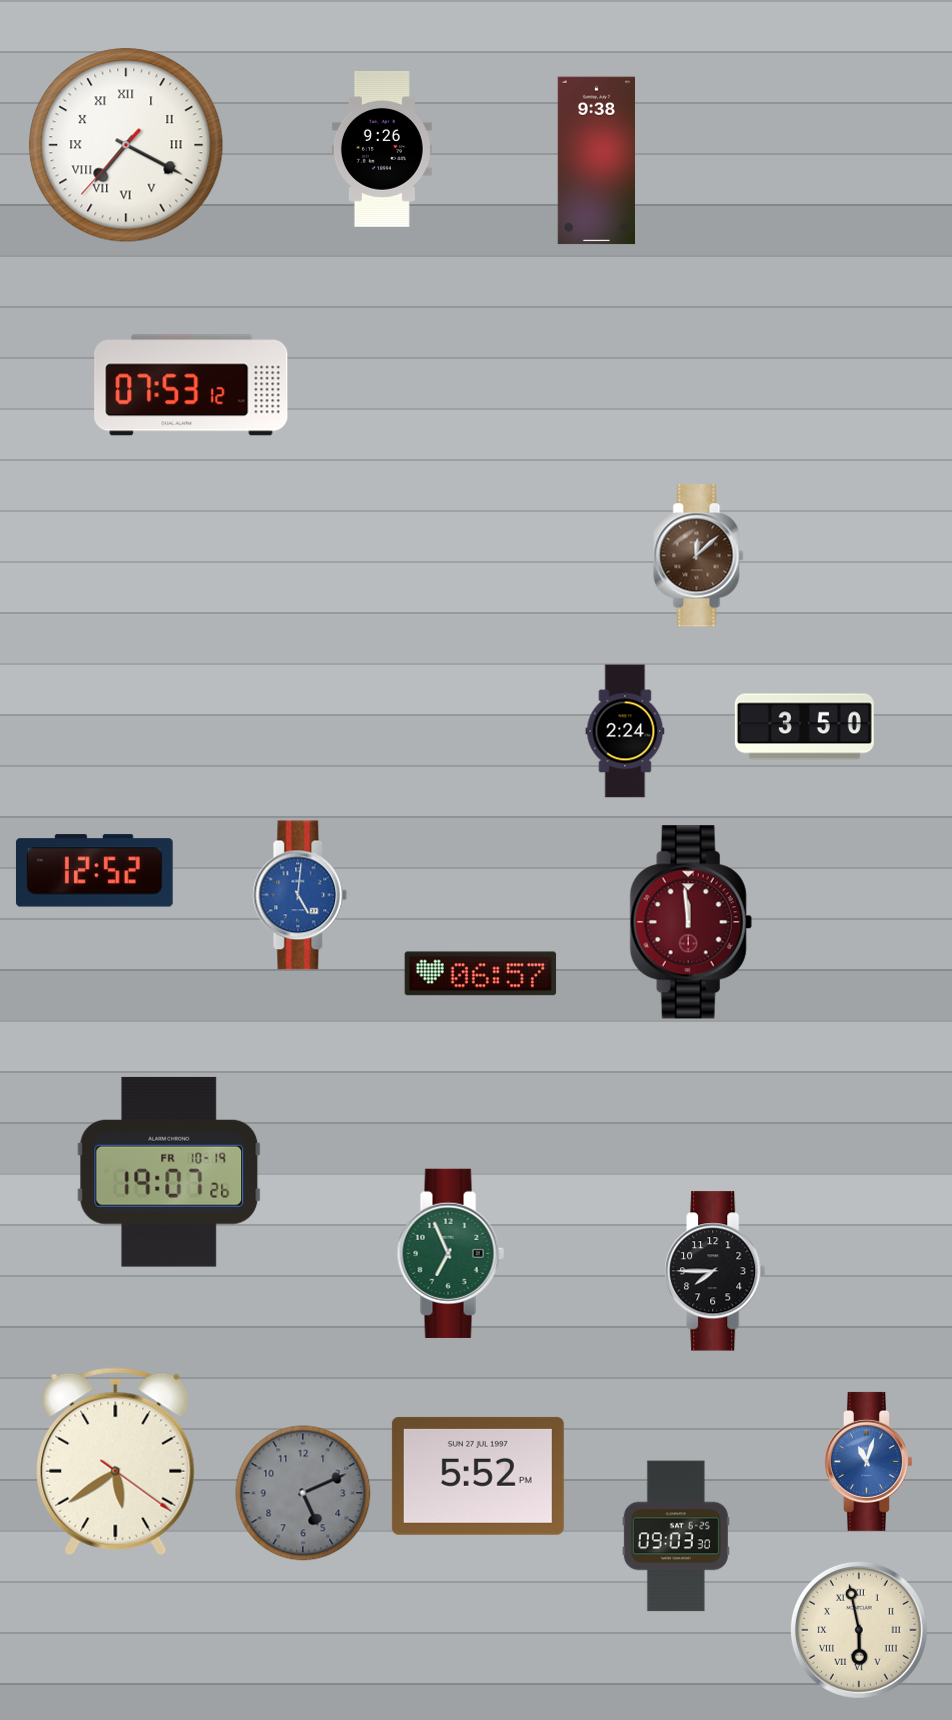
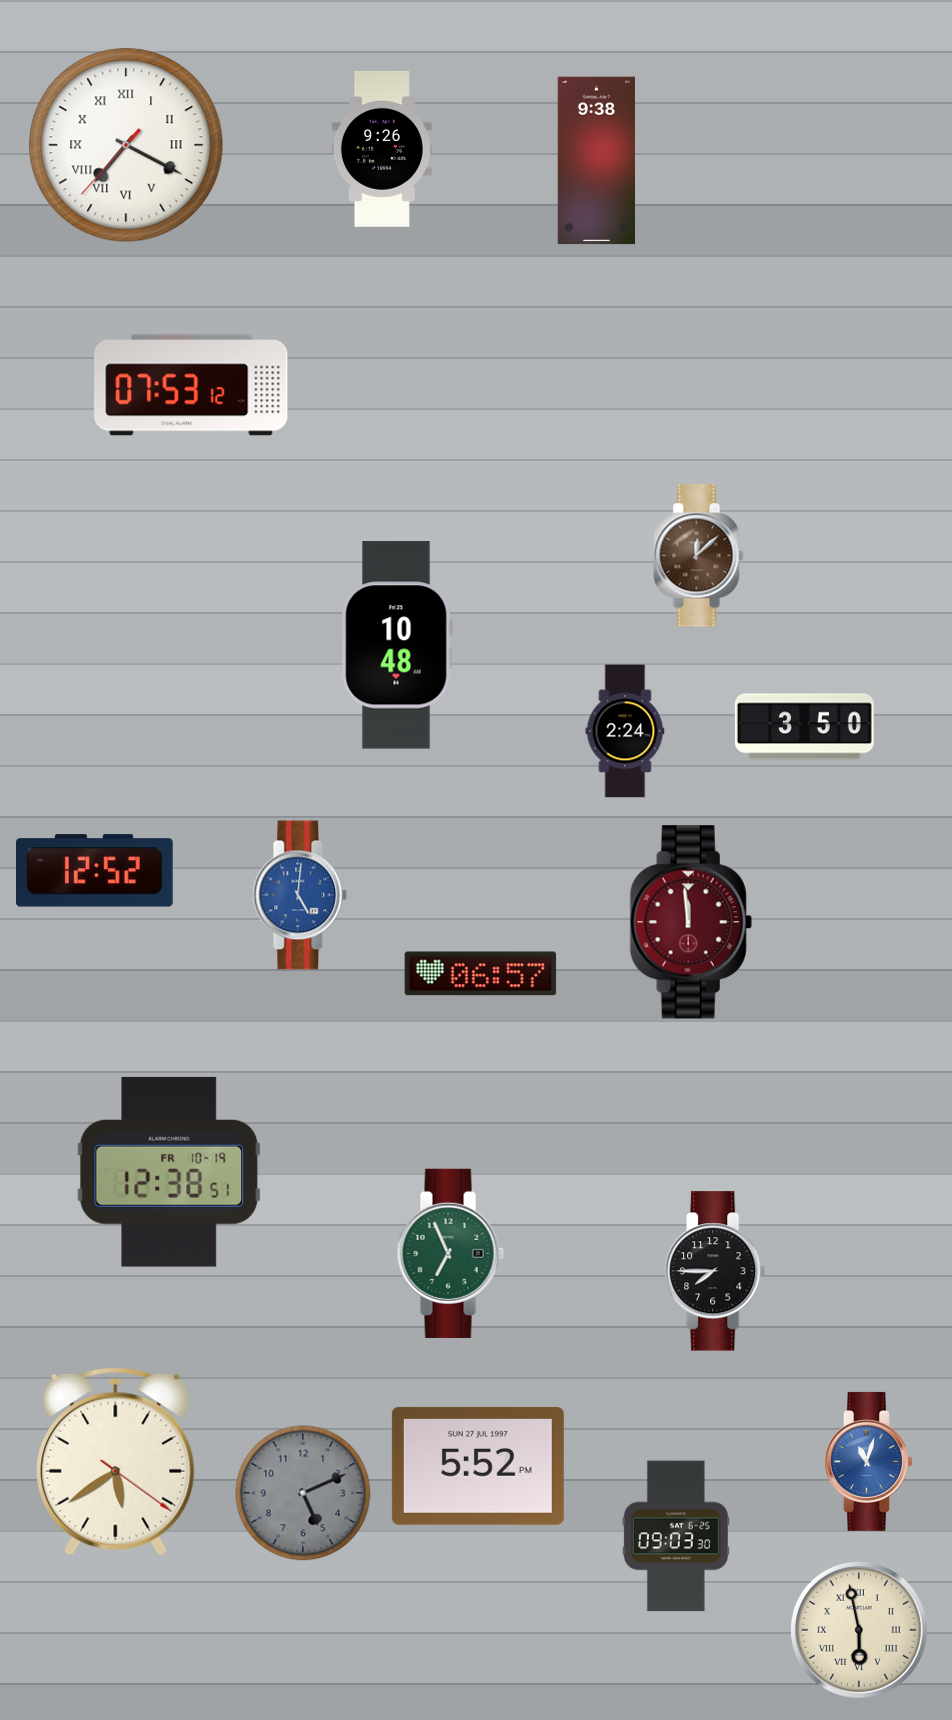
clock at (397, 645): none -> 10:48
clock at (169, 1172): 19:07 -> 12:38
clock at (478, 1476) position: (478, 1476) -> (478, 1466)
